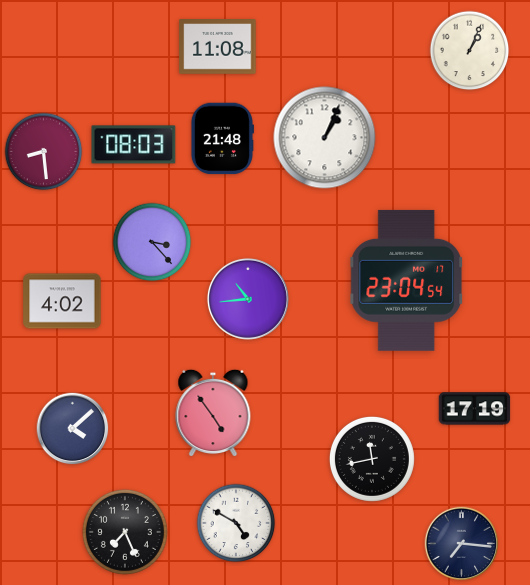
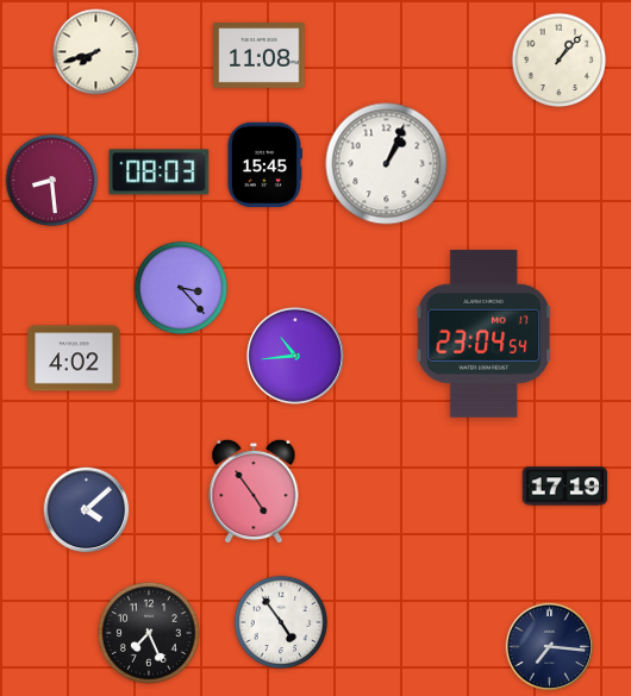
clock at (96, 52): none -> 7:42
clock at (470, 51): 1:04 -> 1:07
clock at (222, 139): 21:48 -> 15:45
clock at (372, 459): 11:43 -> none
clock at (236, 523): 4:50 -> 4:54
